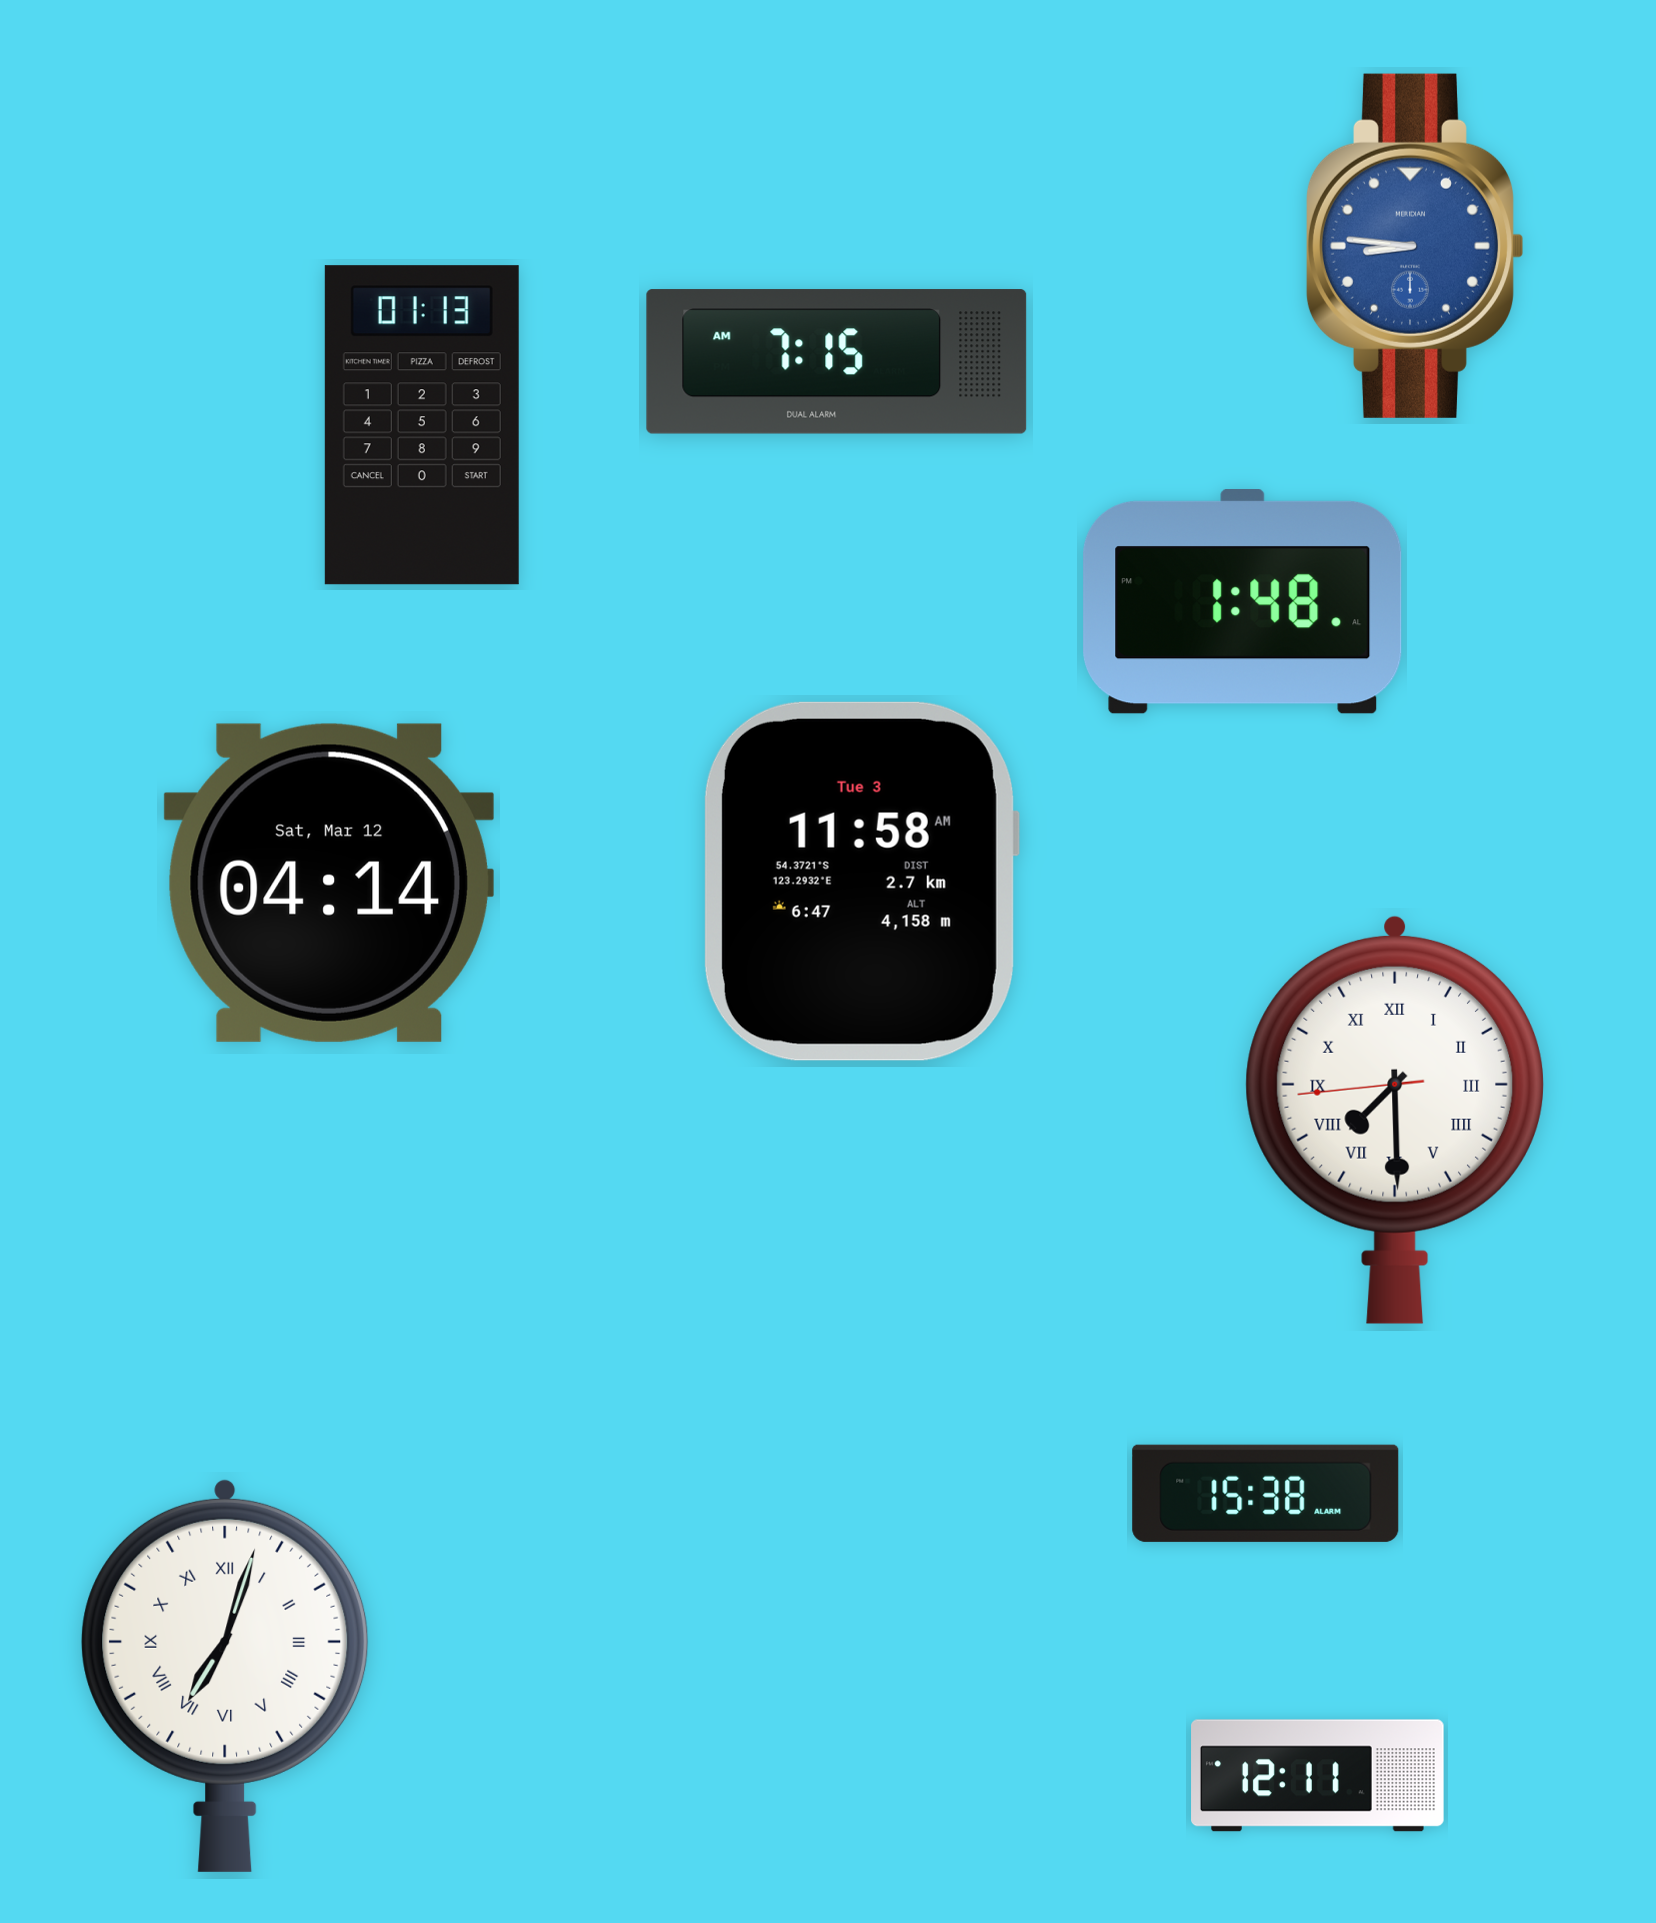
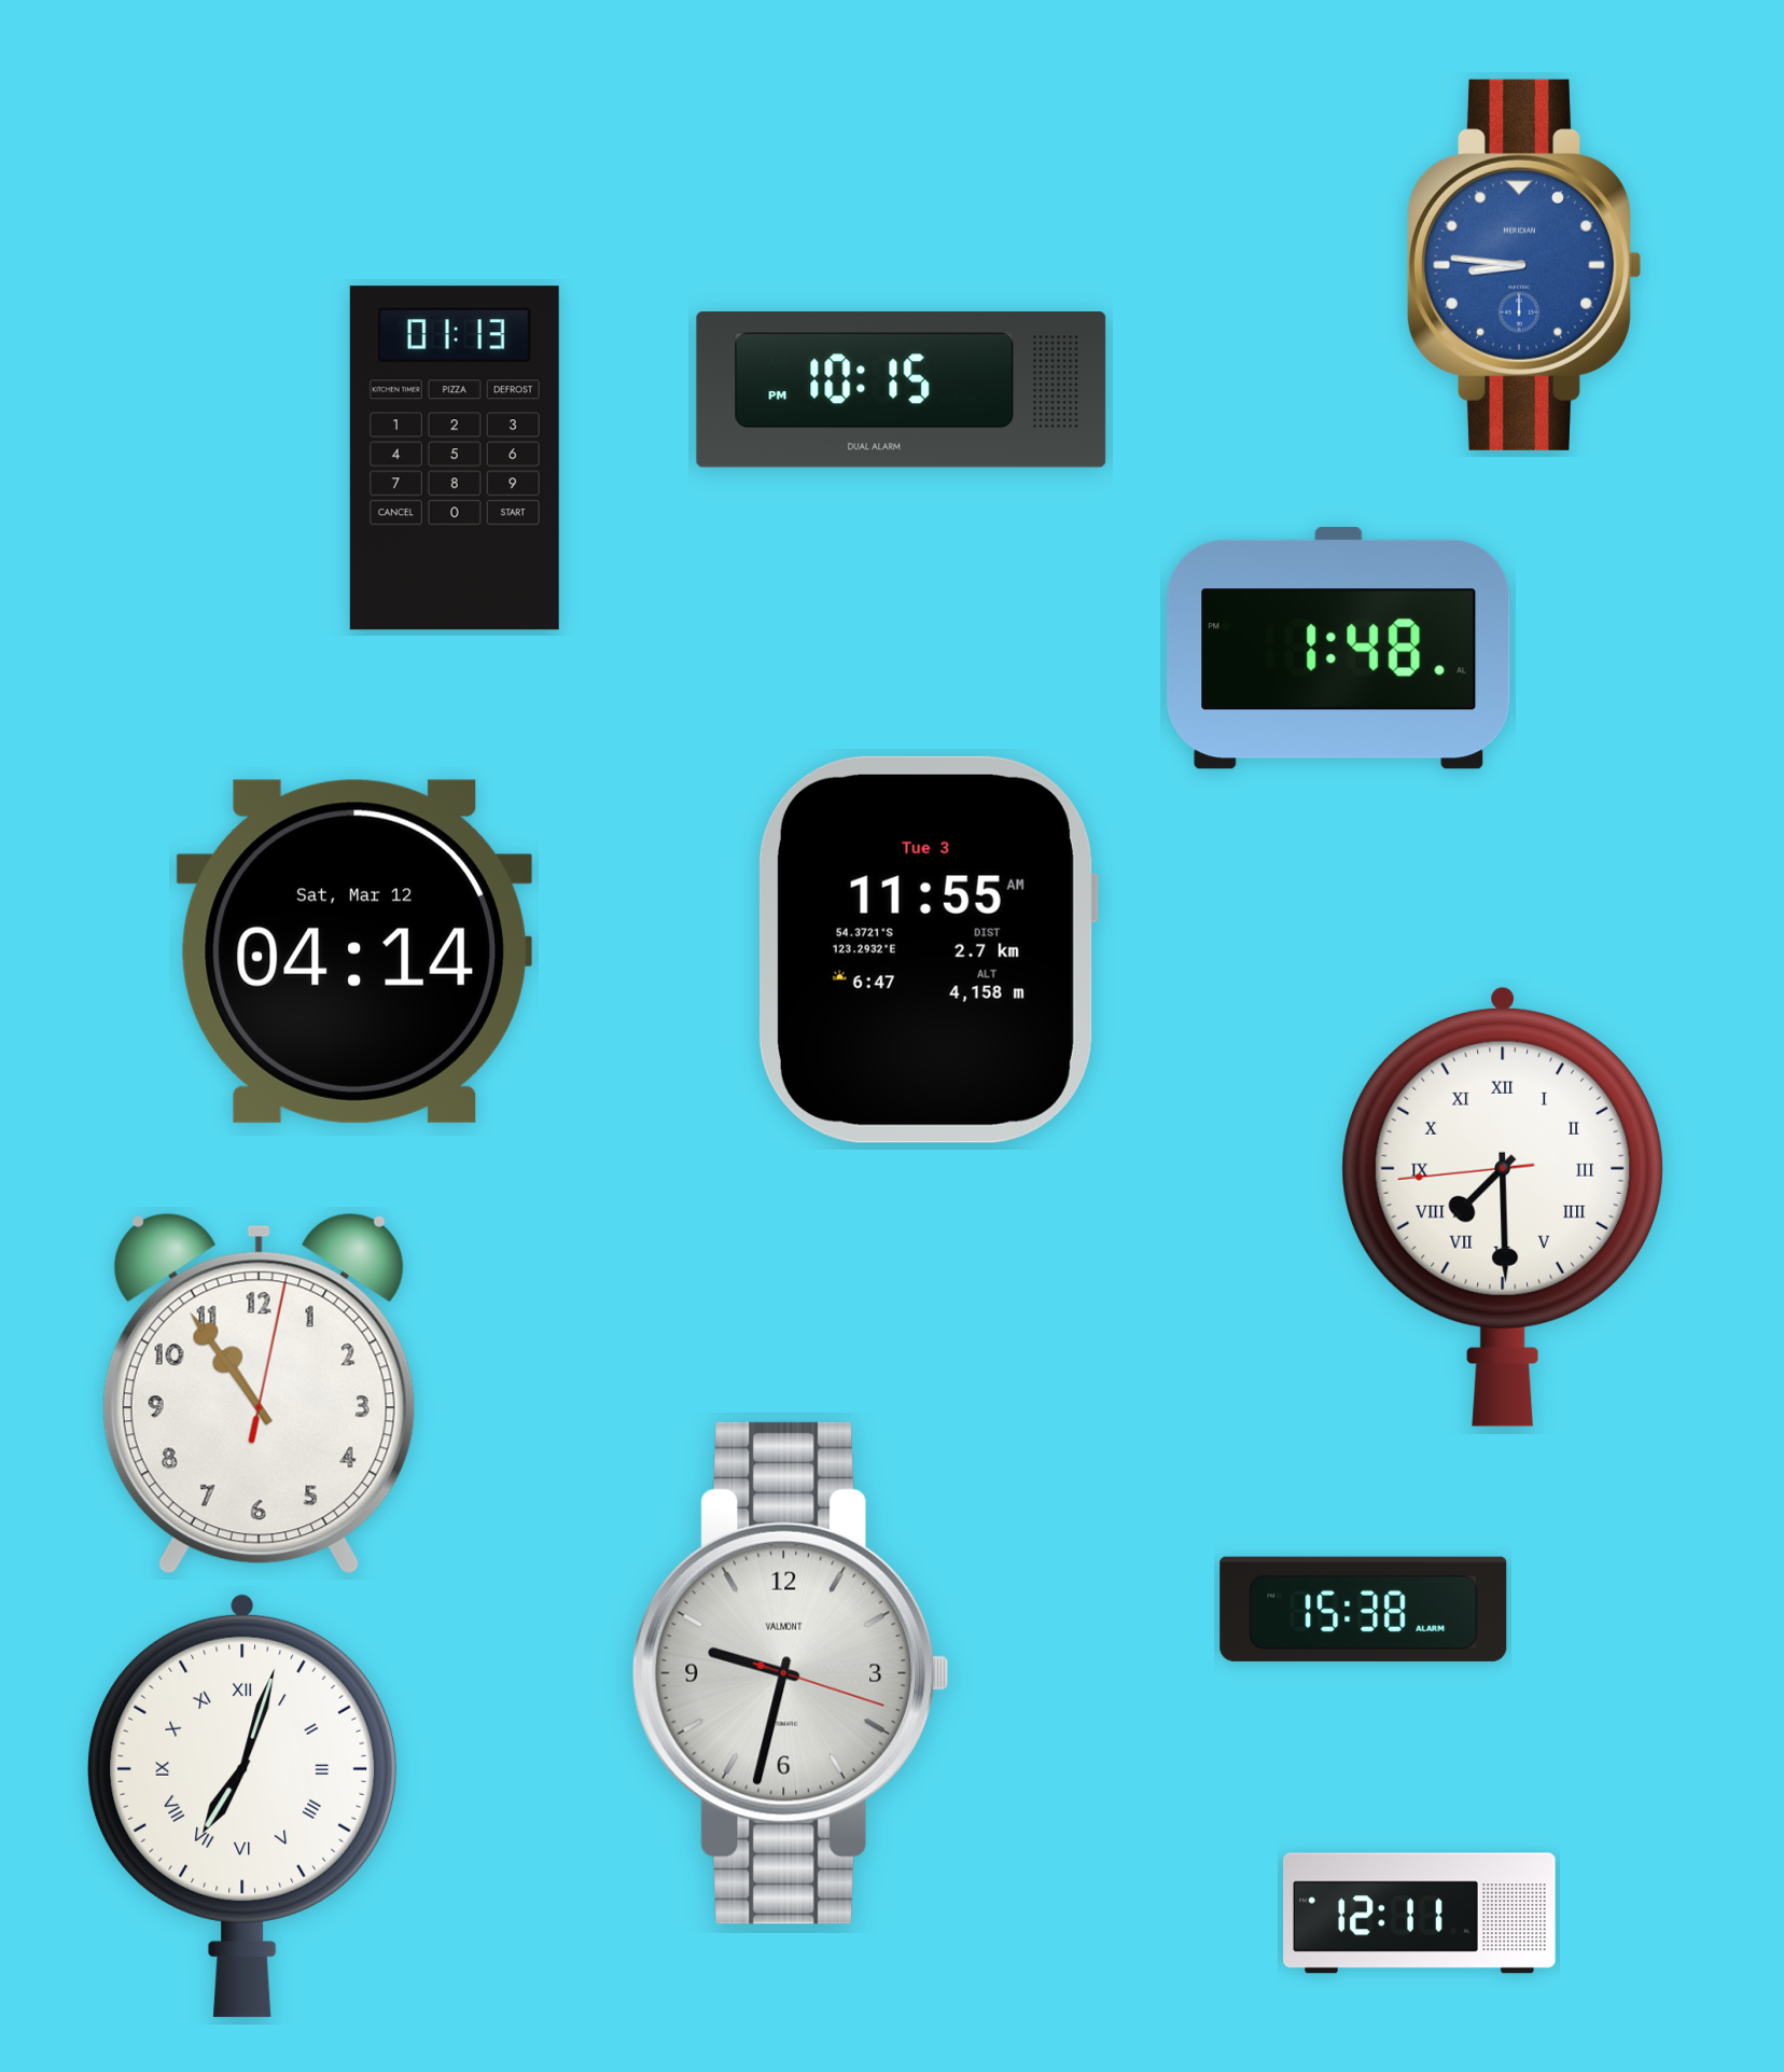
clock at (837, 362): 7:15 -> 10:15
clock at (861, 881): 11:58 -> 11:55
clock at (259, 1393): none -> 10:54
clock at (791, 1673): none -> 9:32
